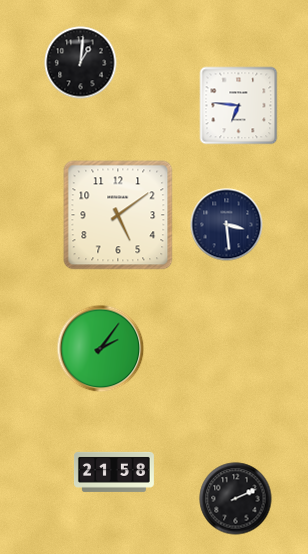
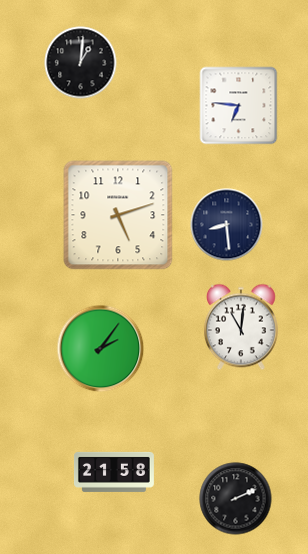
clock at (118, 215): 5:09 -> 5:12
clock at (227, 225): 3:29 -> 8:29
clock at (242, 327): none -> 11:01
